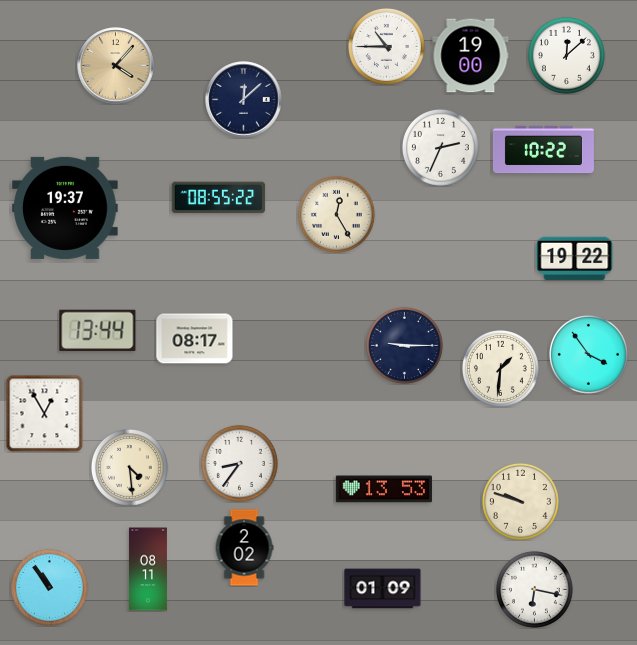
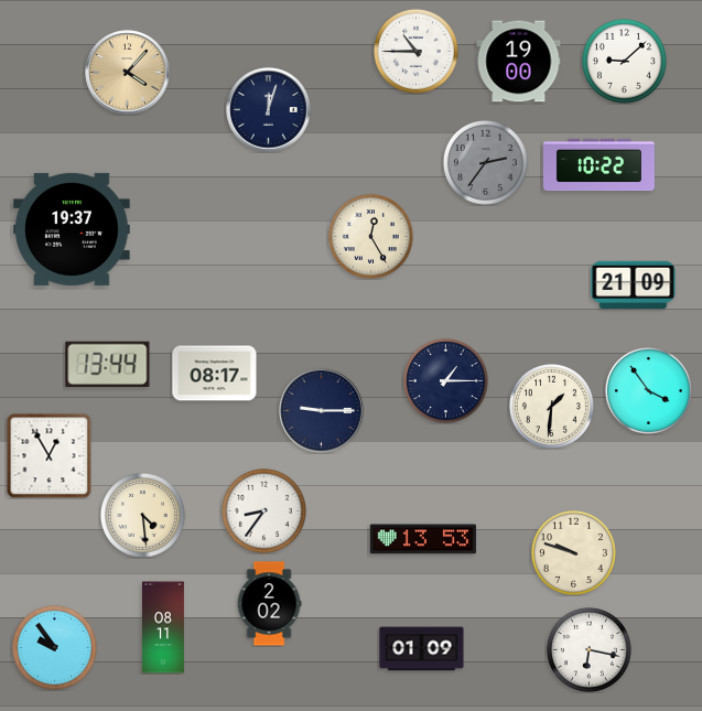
clock at (386, 46) position: (386, 46) -> (415, 51)
clock at (566, 55): 12:08 -> 9:08
clock at (244, 100): 12:08 -> 12:03
clock at (440, 147): 2:34 -> 2:36
clock at (440, 147) dial: white -> grey
clock at (219, 198): 08:55 -> none
clock at (575, 259): 19:22 -> 21:09
clock at (404, 345): 9:15 -> 1:15
clock at (322, 411): none -> 9:15
clock at (49, 587): 10:54 -> 9:54
